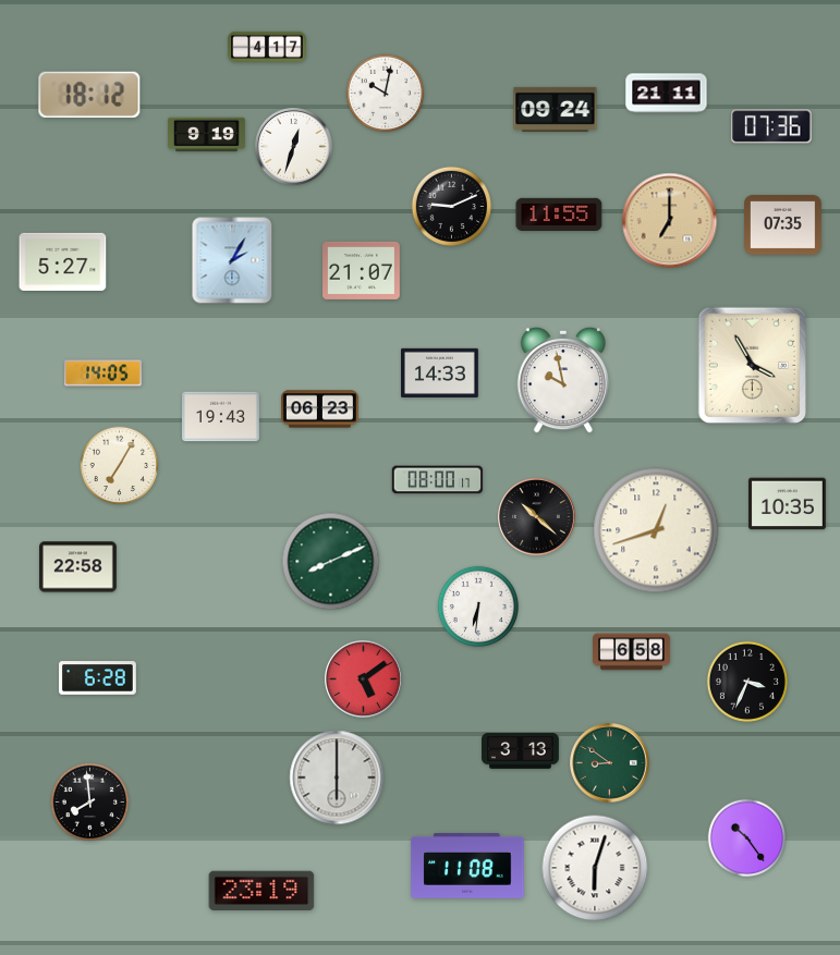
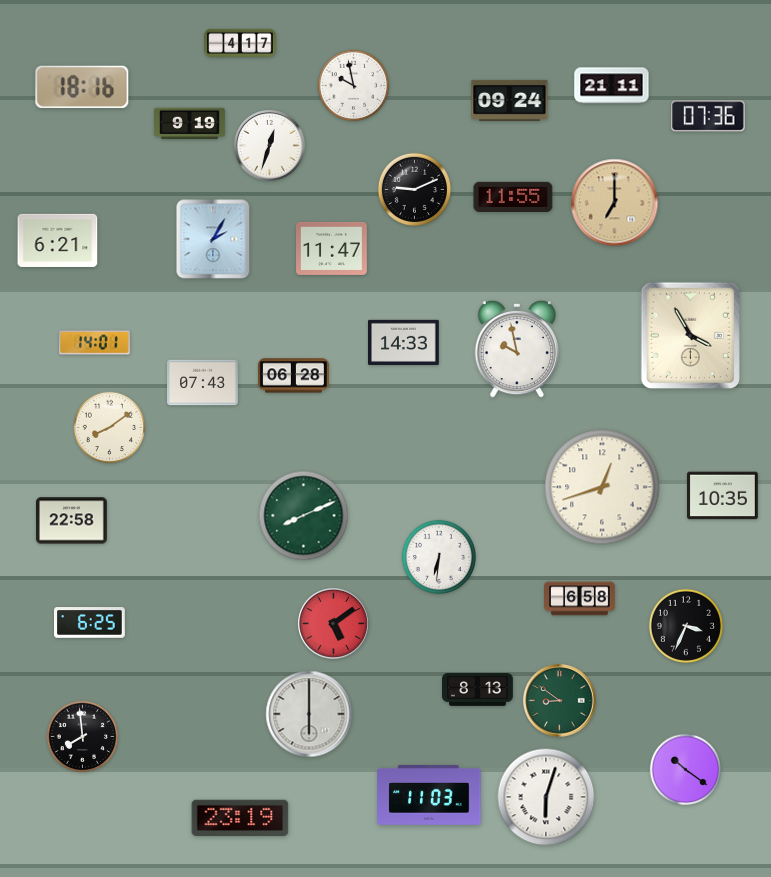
clock at (267, 47) position: (267, 47) -> (240, 43)
clock at (386, 94): 10:02 -> 9:58
clock at (89, 95): 18:12 -> 18:16
clock at (294, 147) position: (294, 147) -> (270, 146)
clock at (783, 225): 07:35 -> none
clock at (63, 261): 5:27 -> 6:21
clock at (362, 270): 21:07 -> 11:47
clock at (104, 374): 14:05 -> 14:01
clock at (320, 409): 06:23 -> 06:28
clock at (221, 417): 19:43 -> 07:43
clock at (120, 466): 7:05 -> 8:09
clock at (438, 480): 08:00 -> none
clock at (788, 504) position: (788, 504) -> (723, 496)
clock at (537, 517): 10:22 -> none
clock at (98, 678): 6:28 -> 6:25
clock at (521, 751): 3:13 -> 8:13
clock at (747, 838): 10:24 -> 10:21
clock at (467, 867): 11:08 -> 11:03
